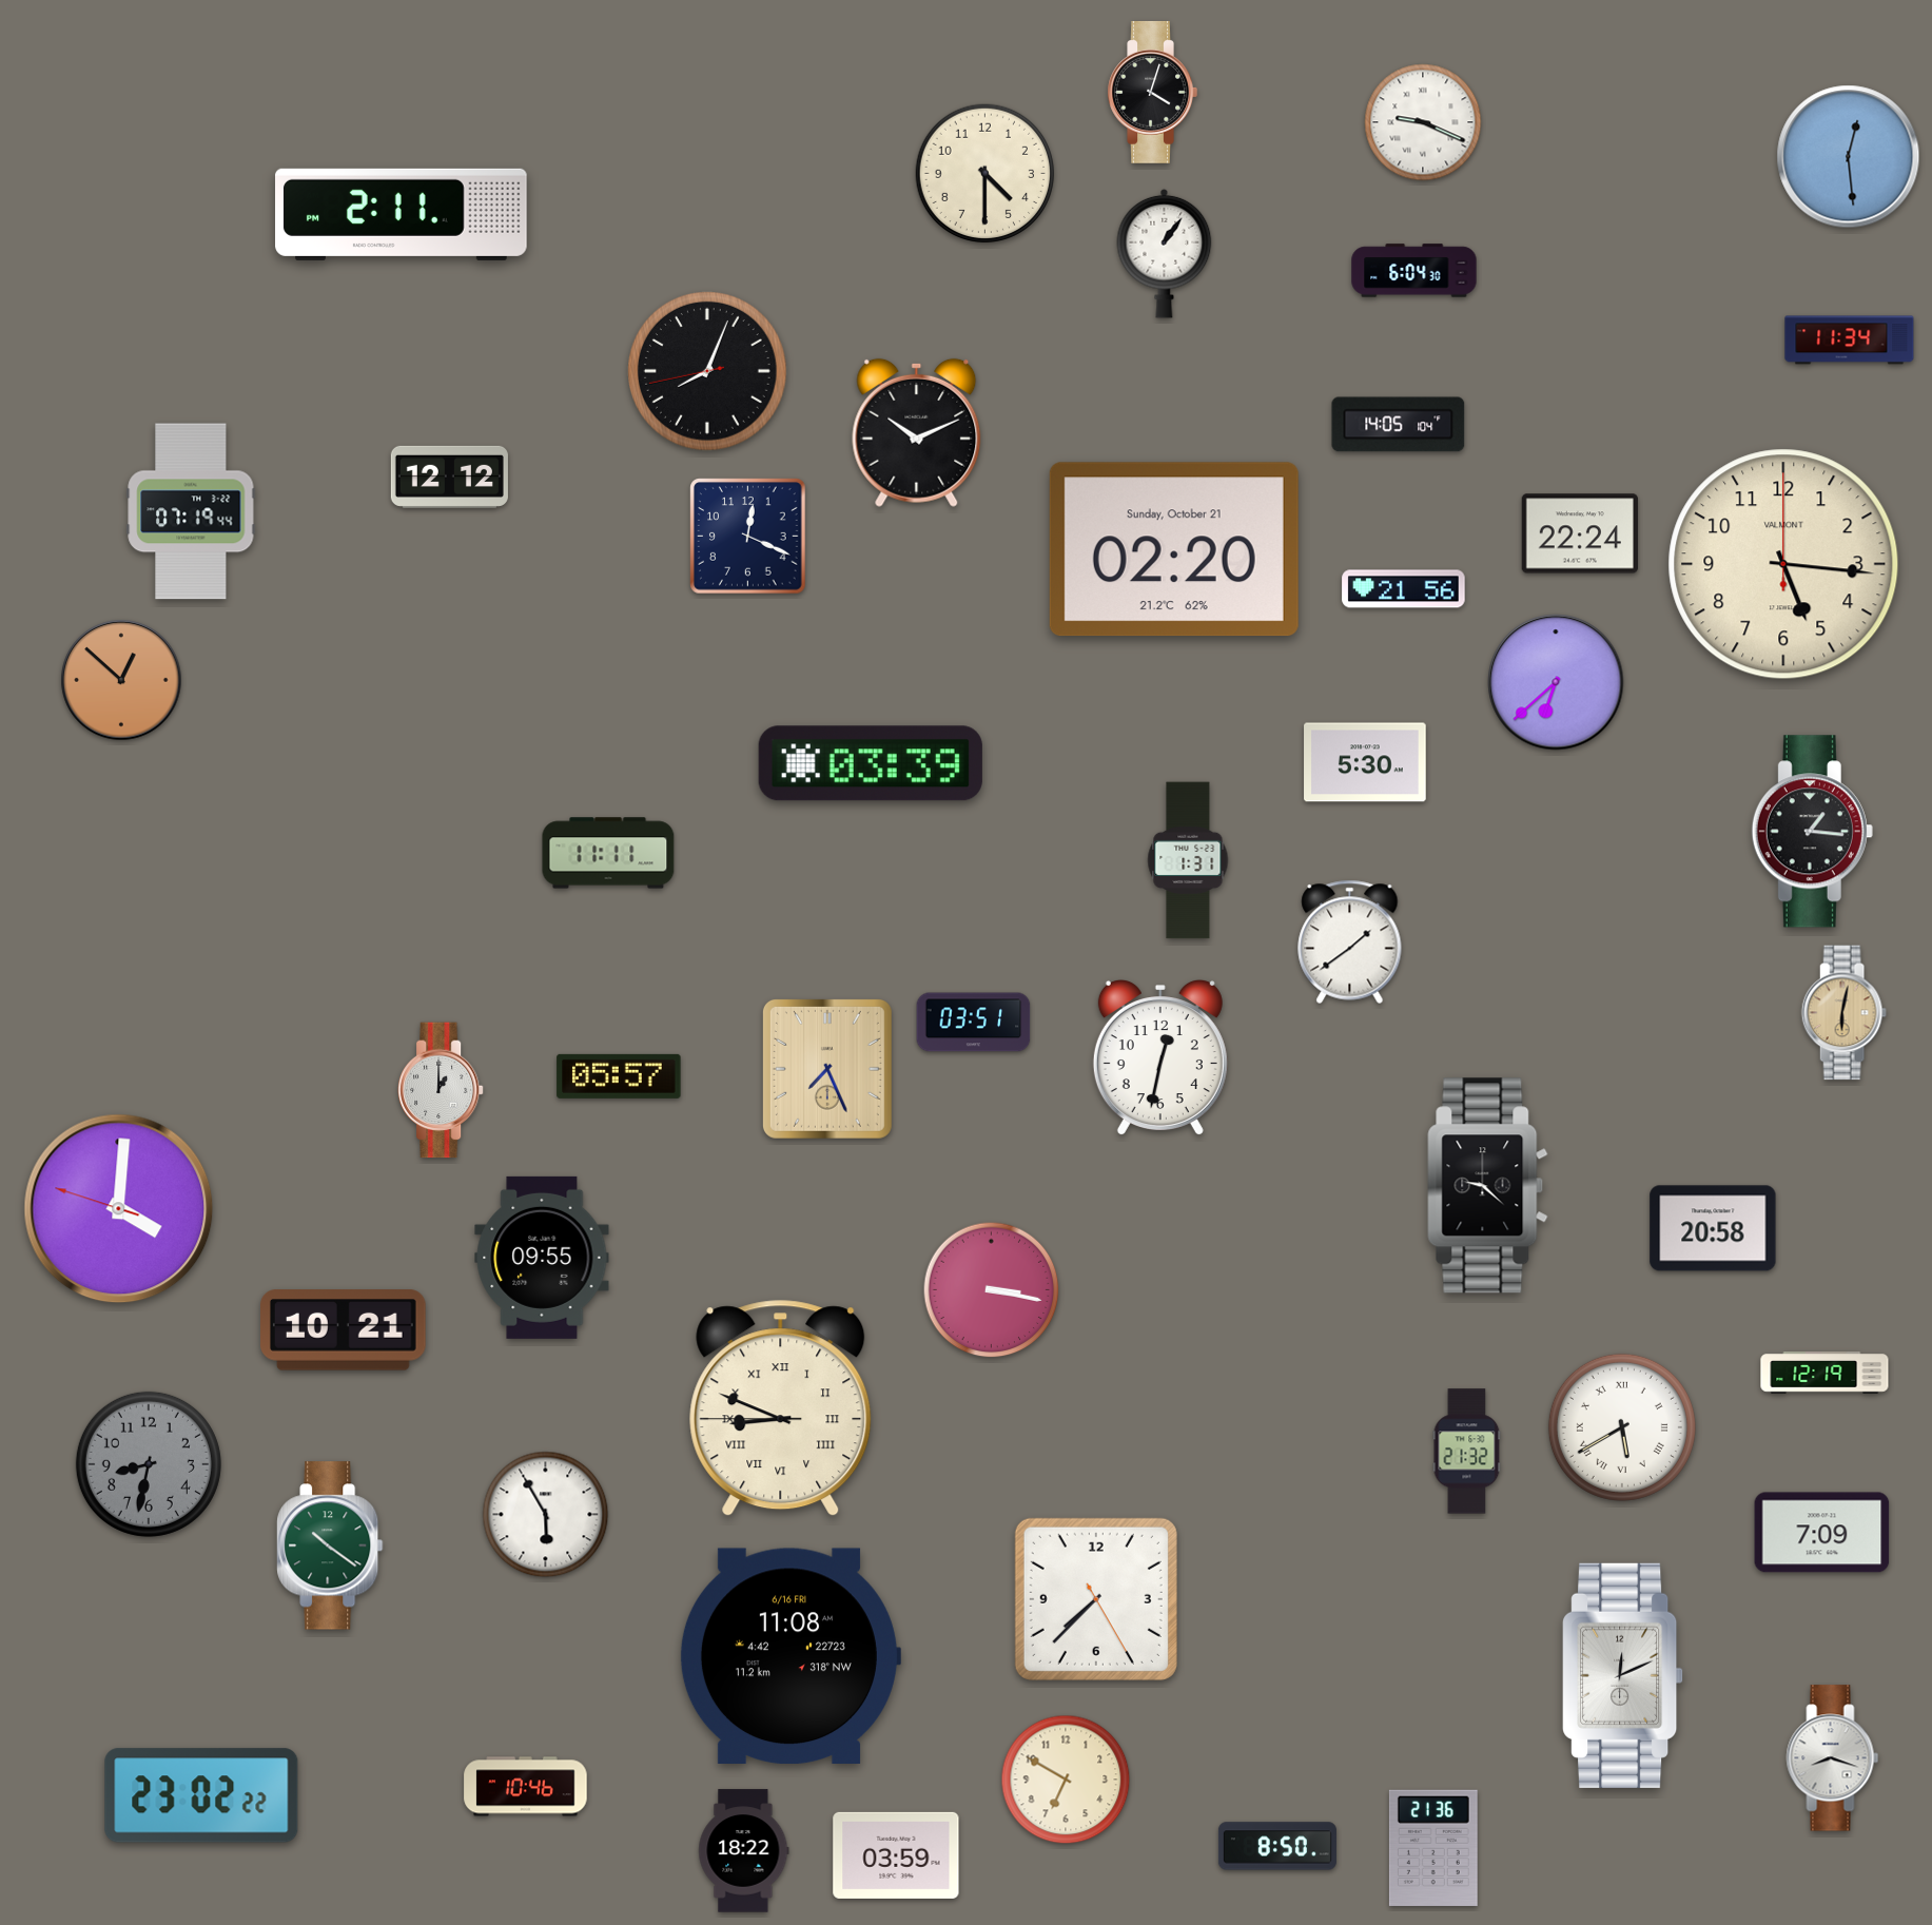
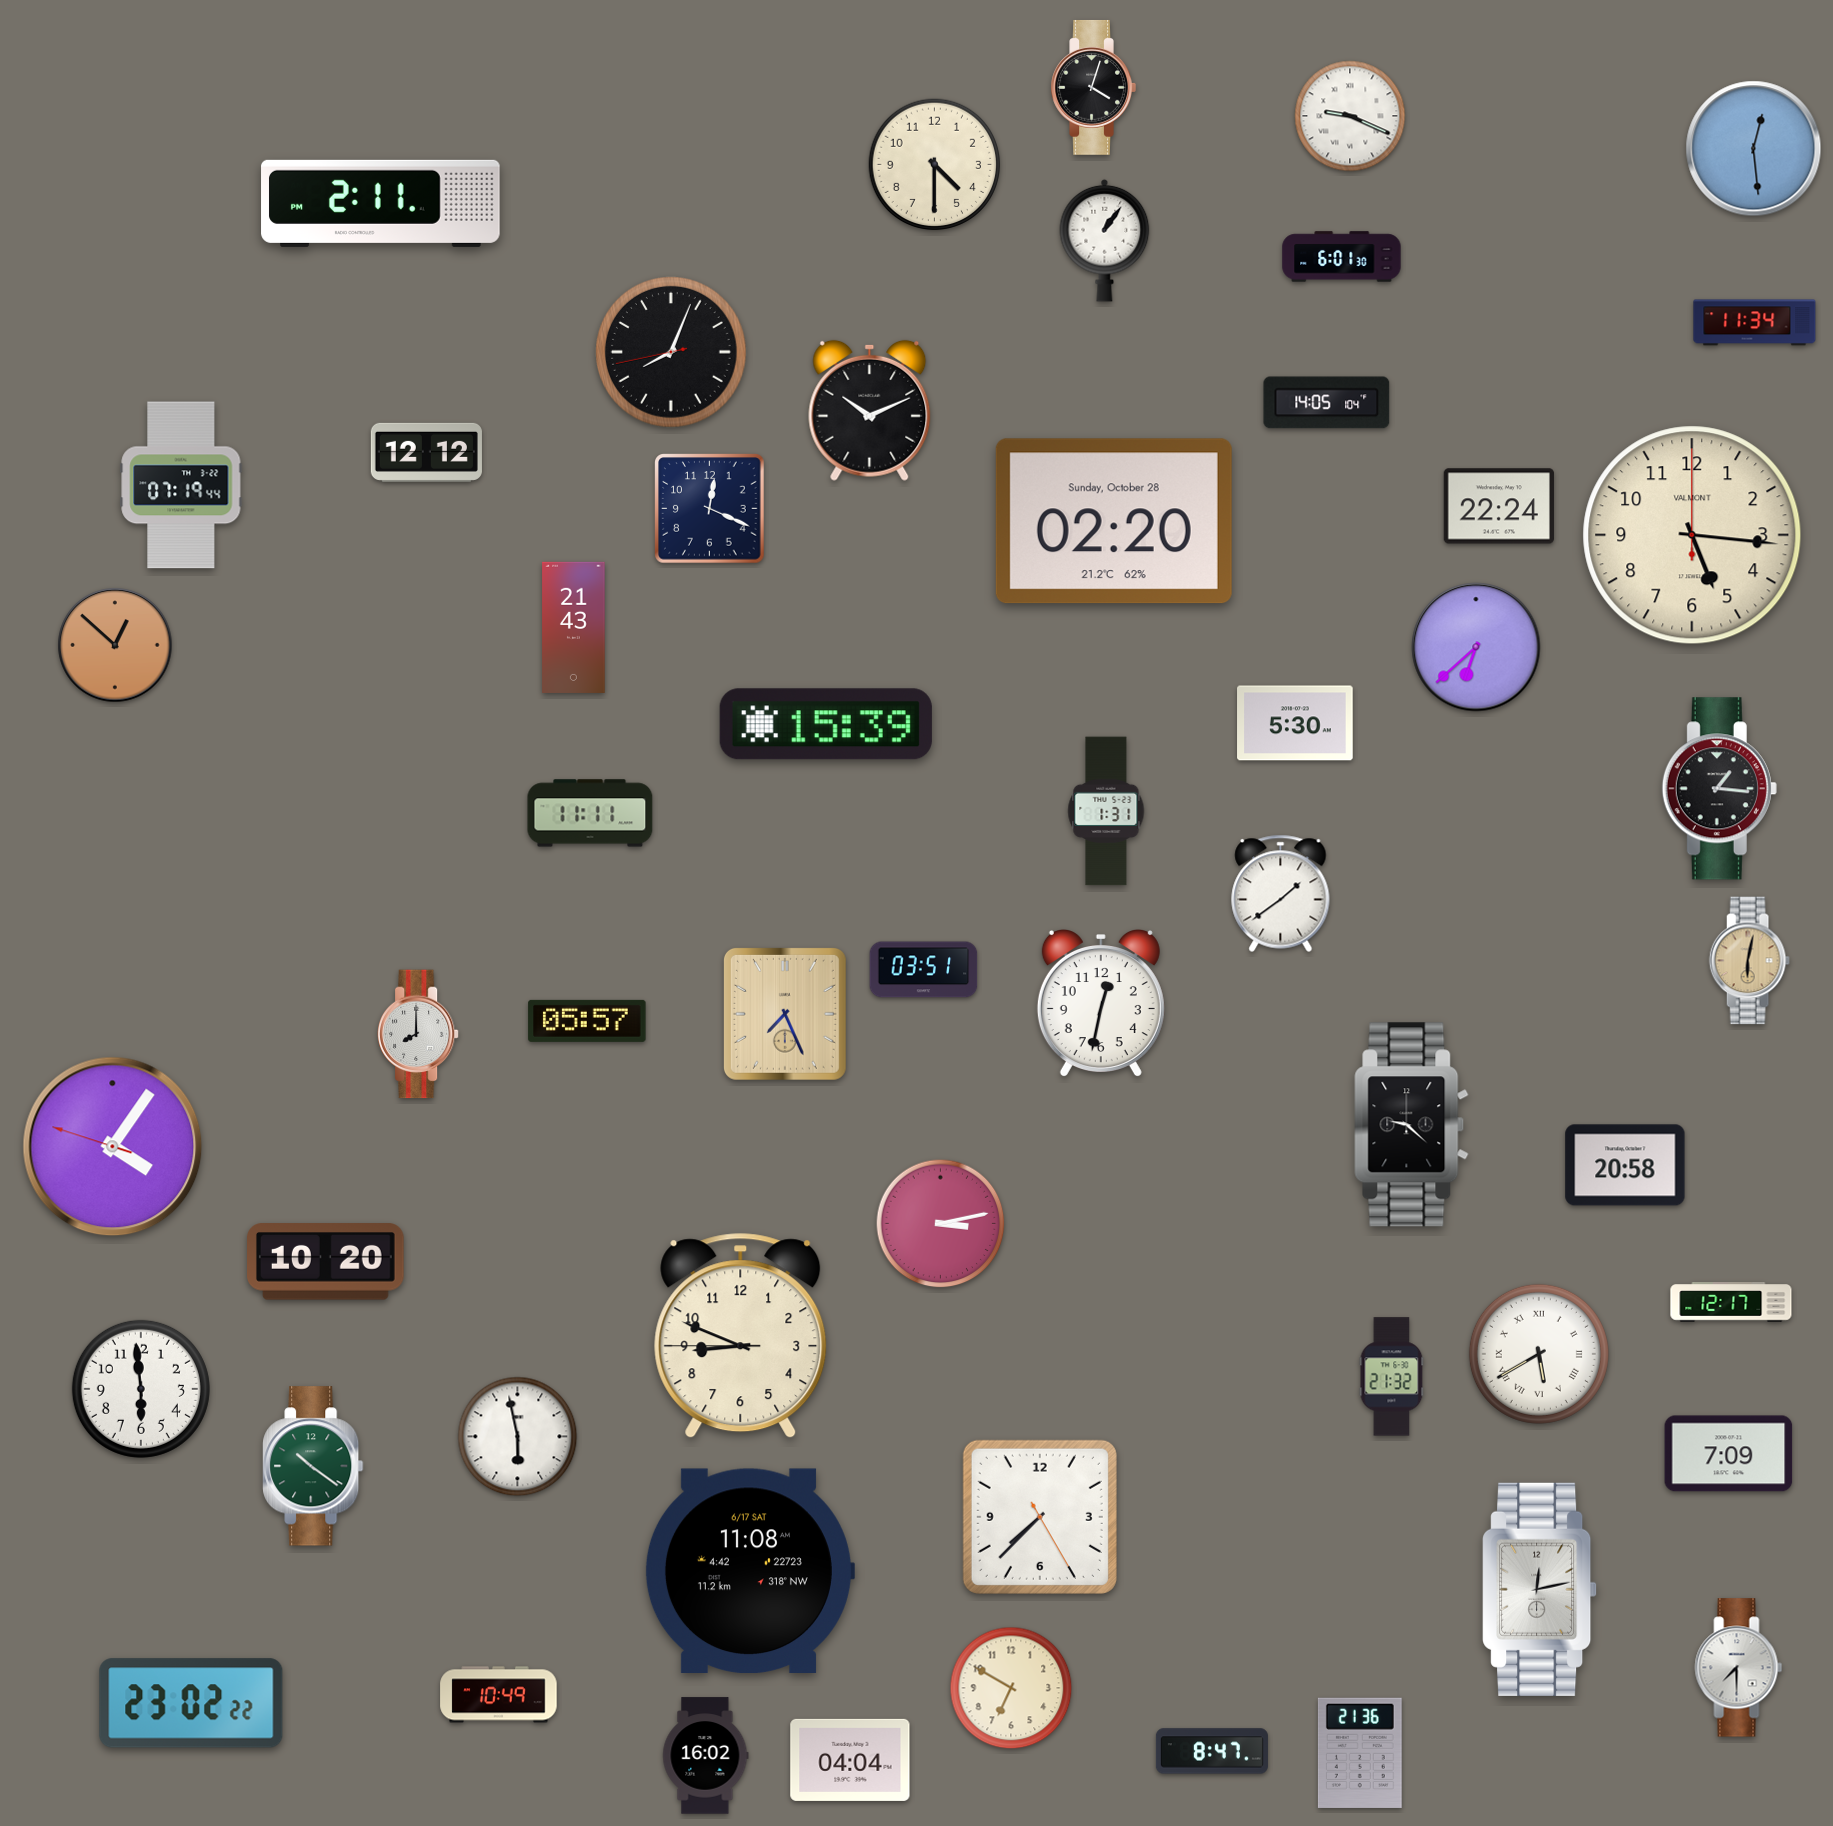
clock at (1414, 271): 6:04 -> 6:01
clock at (1174, 549) date: Sunday, October 21 -> Sunday, October 28
clock at (1404, 589): 21:56 -> none
clock at (574, 627): none -> 21:43
clock at (871, 763): 03:39 -> 15:39
clock at (608, 853) position: (608, 853) -> (590, 813)
clock at (1188, 860) position: (1188, 860) -> (1106, 811)
clock at (441, 1090): 1:00 -> 8:00
clock at (119, 1209): 4:00 -> 4:05
clock at (542, 1258): 09:55 -> none
clock at (992, 1290): 3:17 -> 3:13
clock at (344, 1330): 10:21 -> 10:20
clock at (1824, 1373): 12:19 -> 12:17
clock at (781, 1408) numerals: Roman -> Arabic
clock at (149, 1464): 8:32 -> 5:59
clock at (149, 1464) dial: grey -> white
clock at (546, 1515): 5:55 -> 5:58
clock at (789, 1655) date: 6/16 FRI -> 6/17 SAT
clock at (1623, 1675): 12:11 -> 12:13
clock at (1833, 1758): 8:18 -> 7:30
clock at (526, 1787): 10:46 -> 10:49
clock at (1277, 1846): 8:50 -> 8:47
clock at (744, 1851): 18:22 -> 16:02
clock at (896, 1855): 03:59 -> 04:04
